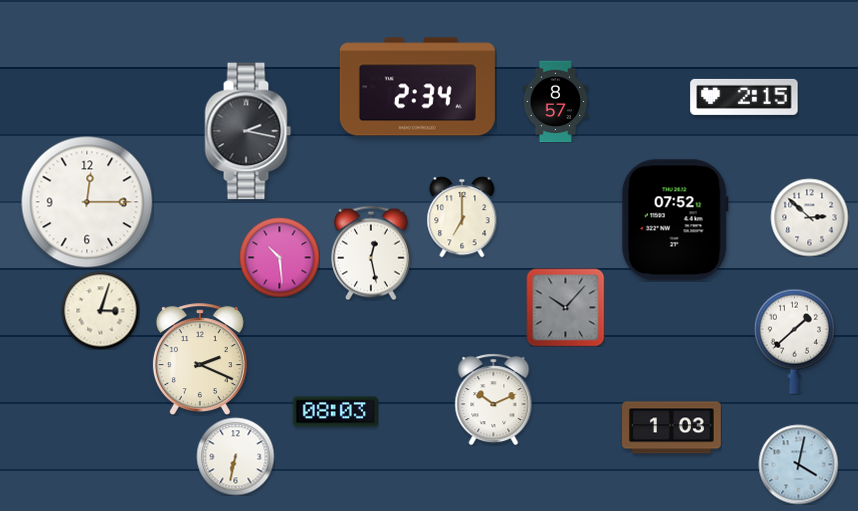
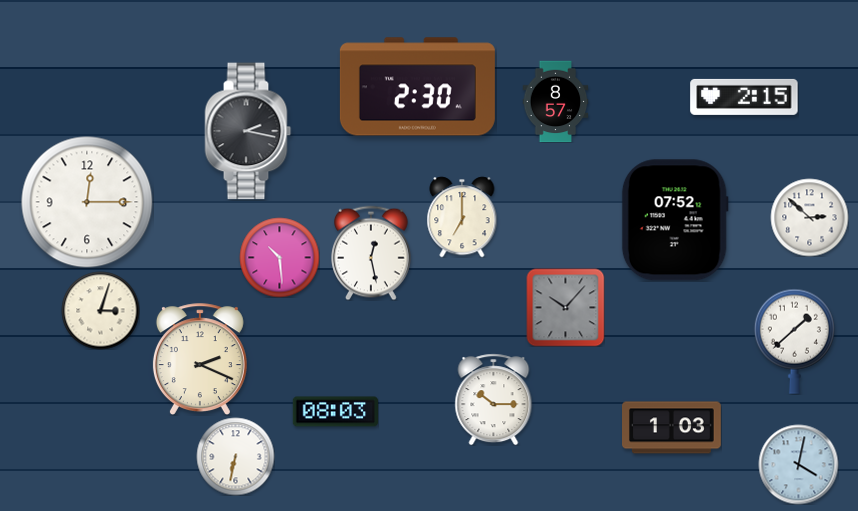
clock at (417, 87): 2:34 -> 2:30
clock at (494, 399): 10:11 -> 10:15
